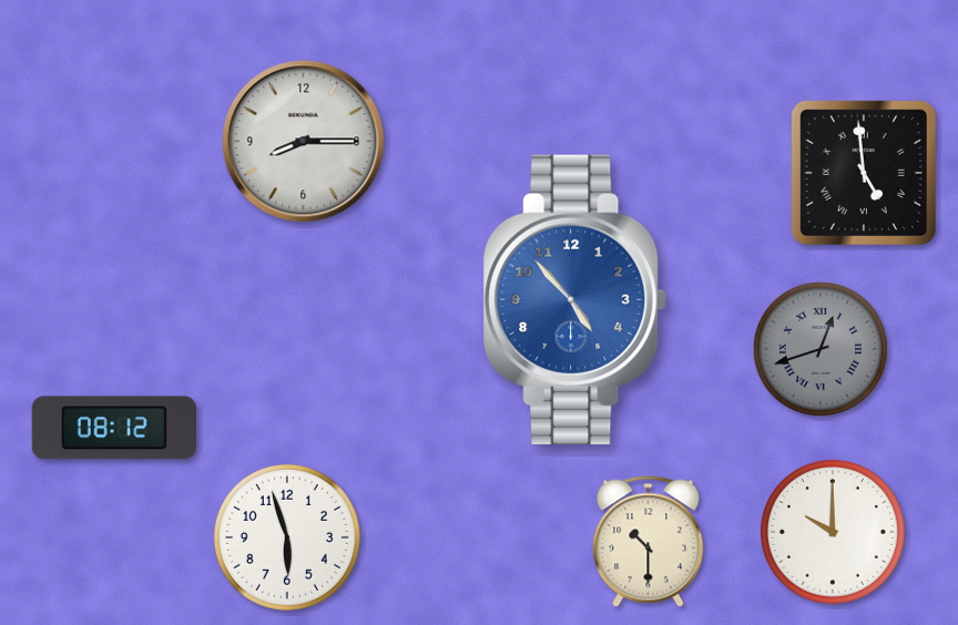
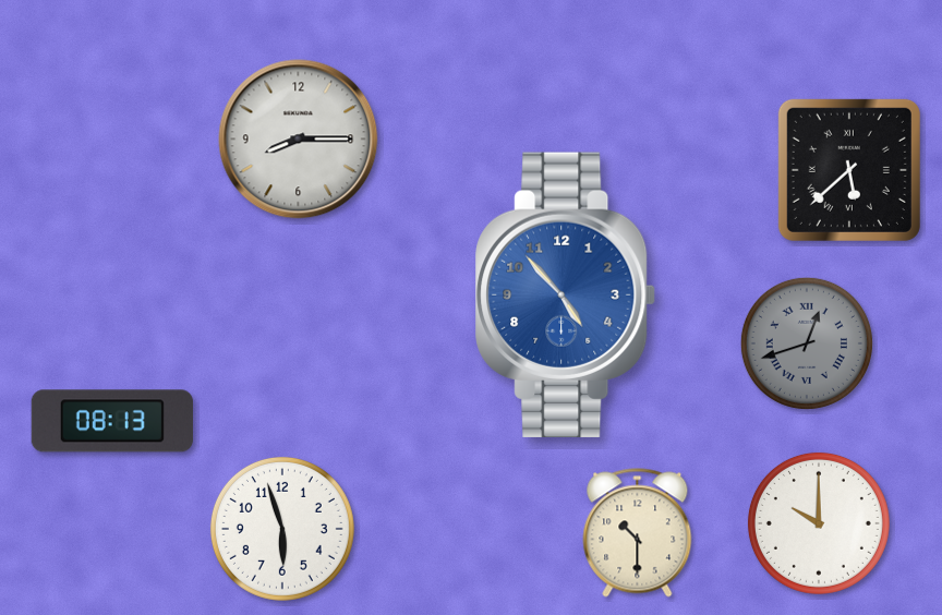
clock at (864, 173): 4:59 -> 5:38
clock at (114, 428): 08:12 -> 08:13
